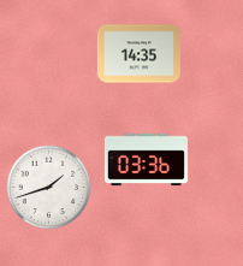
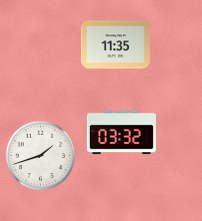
clock at (138, 54): 14:35 -> 11:35
clock at (146, 160): 03:36 -> 03:32
